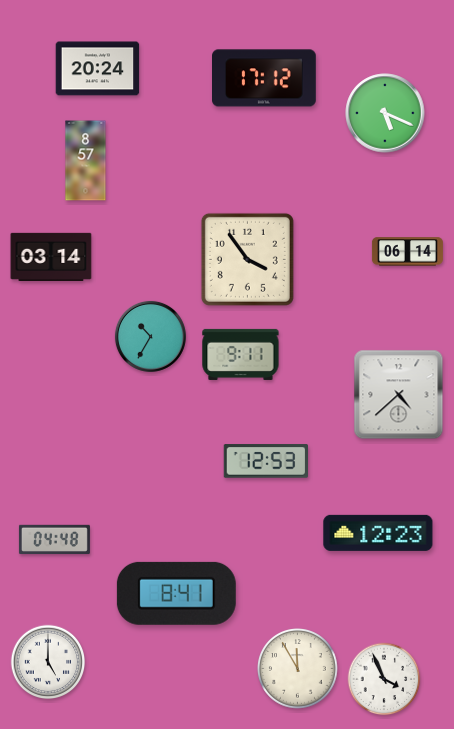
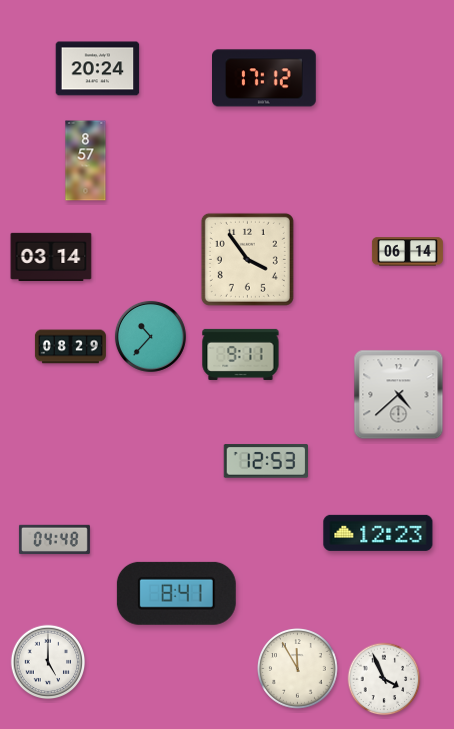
clock at (385, 113): 5:19 -> none
clock at (150, 336): 10:35 -> 10:37
clock at (70, 347): none -> 08:29
